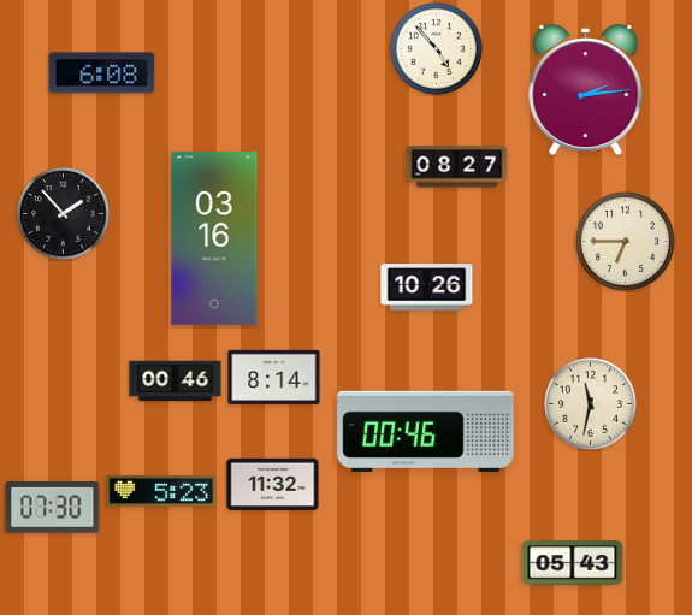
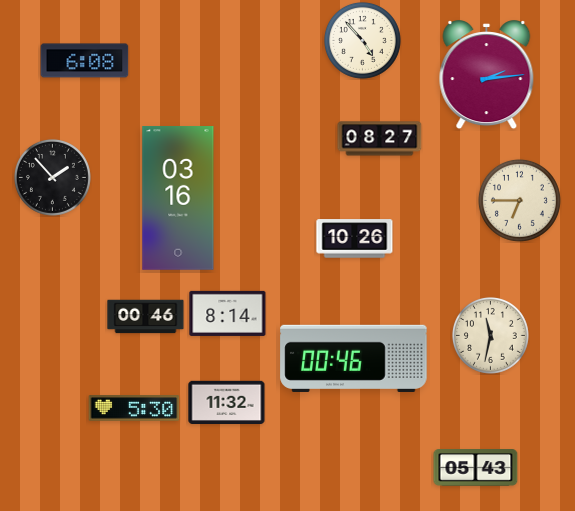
clock at (161, 491): 5:23 -> 5:30
clock at (53, 507): 07:30 -> none
